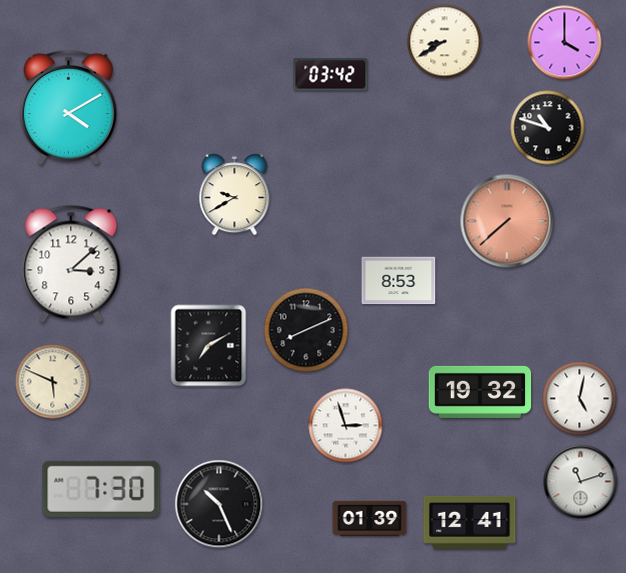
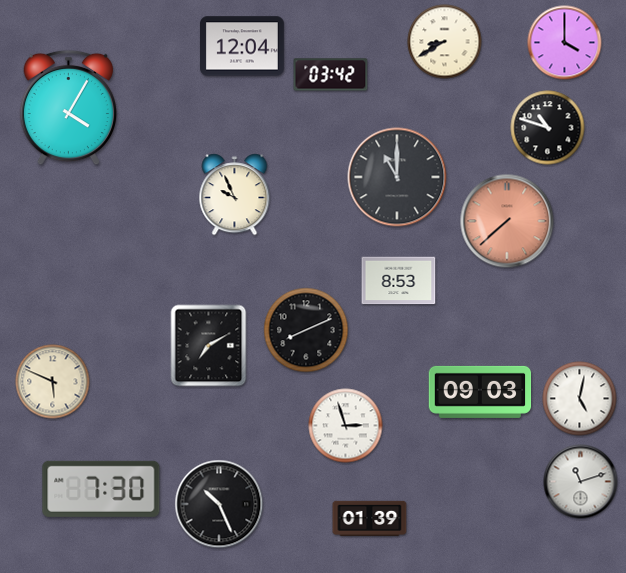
clock at (243, 46): none -> 12:04
clock at (69, 108): 4:10 -> 4:05
clock at (397, 177): none -> 11:00
clock at (235, 195): 9:40 -> 9:56
clock at (71, 264): 3:08 -> none
clock at (480, 392): 19:32 -> 09:03
clock at (470, 522): 12:41 -> none
